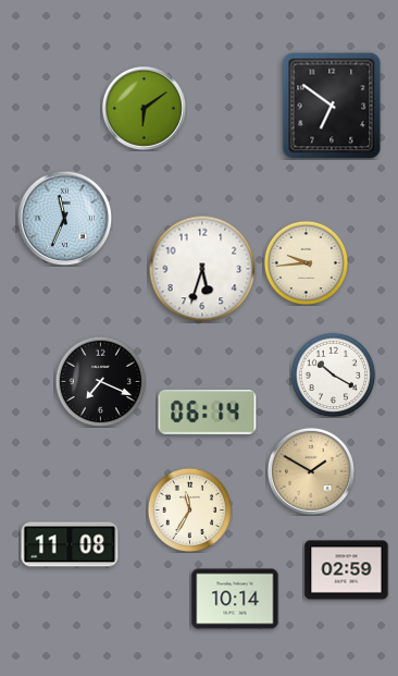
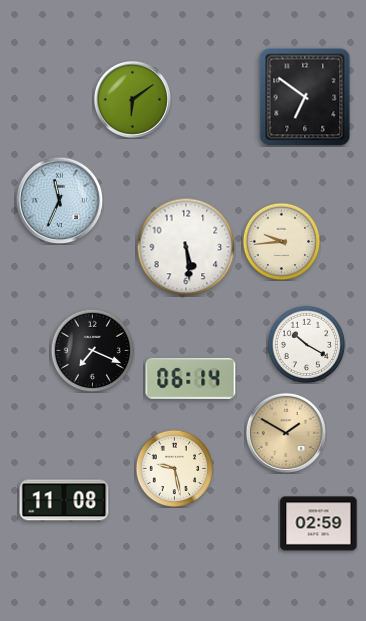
clock at (202, 269): 5:33 -> 5:29
clock at (189, 509): 11:35 -> 9:28
clock at (235, 599): 10:14 -> none
